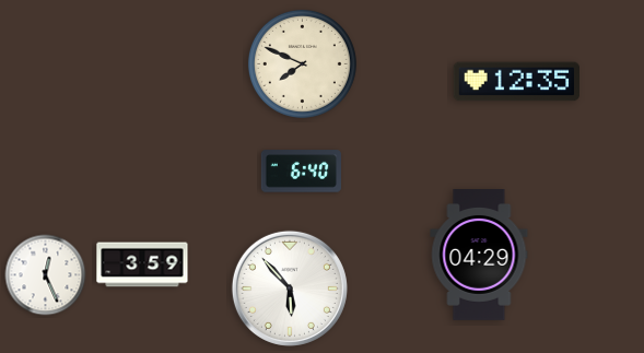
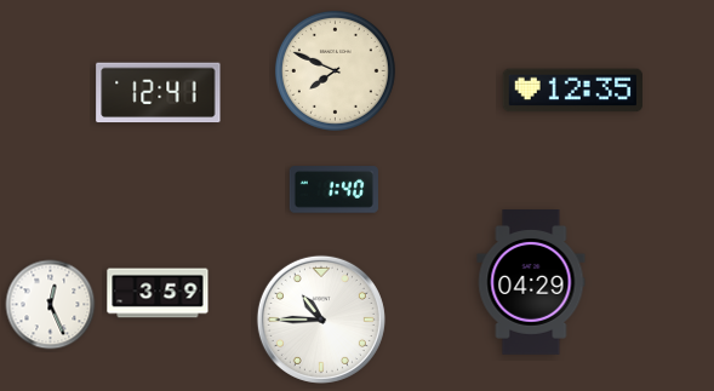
clock at (159, 93): none -> 12:41
clock at (301, 172): 6:40 -> 1:40
clock at (290, 289): 5:53 -> 10:45
